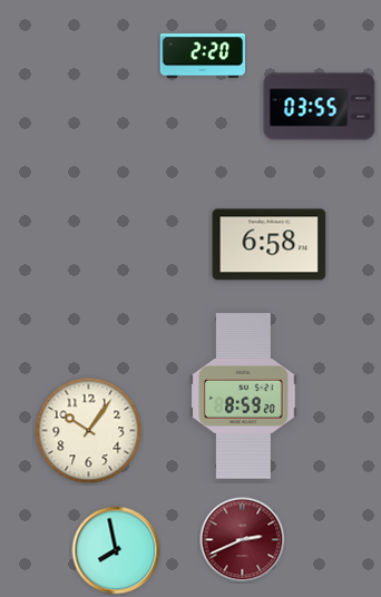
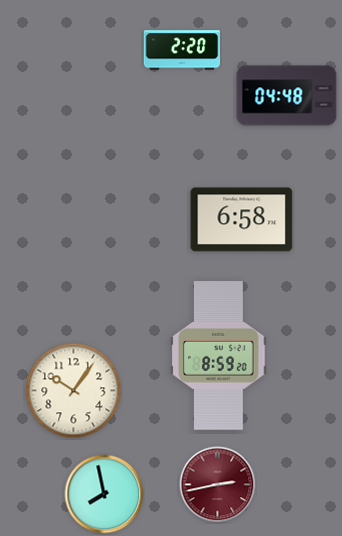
clock at (320, 107): 03:55 -> 04:48
clock at (89, 431) position: (89, 431) -> (74, 391)
clock at (243, 540): 2:41 -> 2:43
